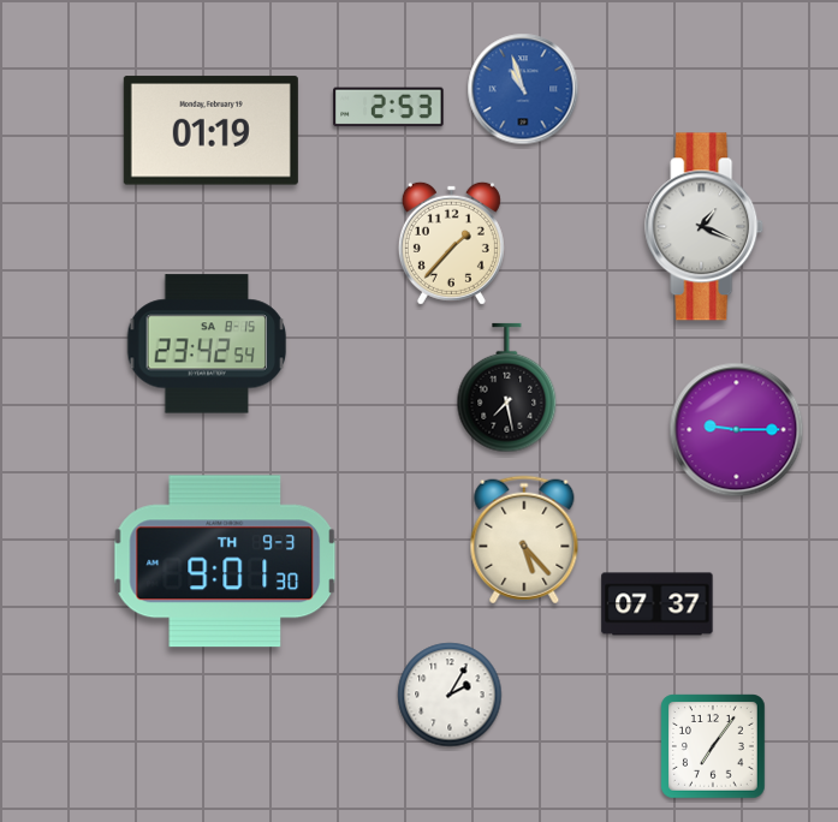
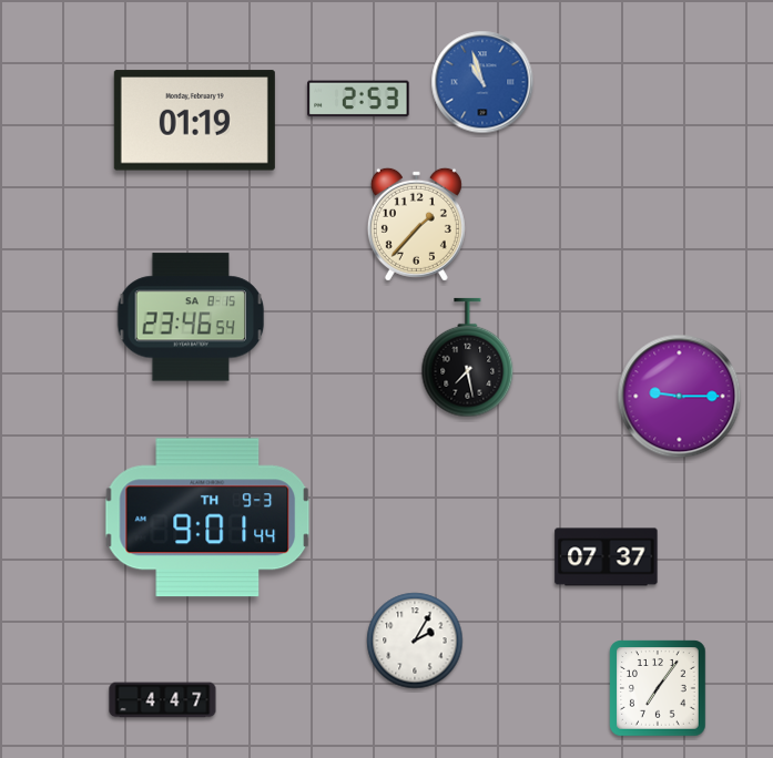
clock at (705, 227): 1:19 -> none
clock at (207, 344): 23:42 -> 23:46
clock at (524, 540): 5:23 -> none
clock at (225, 561): 9:01:30 -> 9:01:44
clock at (163, 700): none -> 4:47
